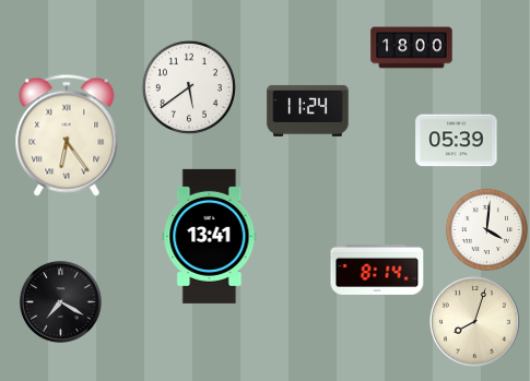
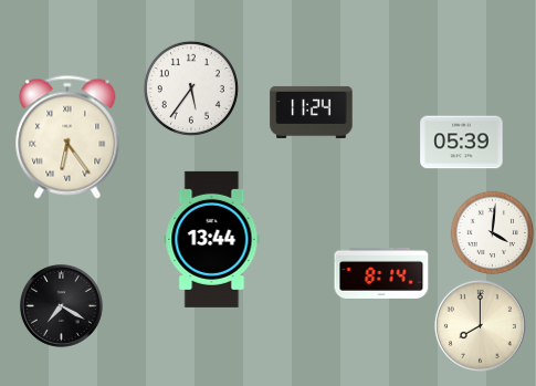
clock at (412, 48): 18:00 -> none
clock at (189, 87): 5:39 -> 5:36
clock at (210, 236): 13:41 -> 13:44
clock at (474, 321): 8:03 -> 8:00
